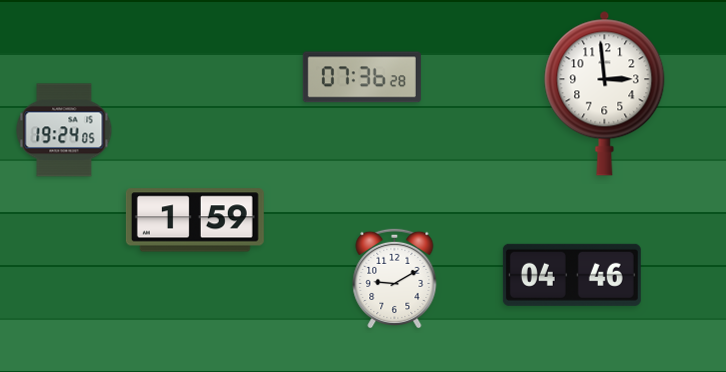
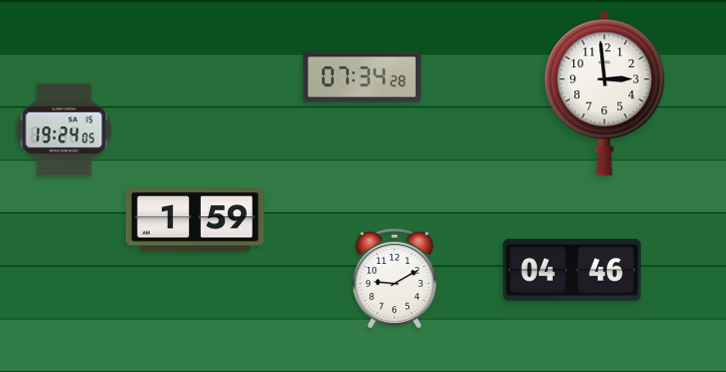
clock at (362, 77): 07:36 -> 07:34
clock at (572, 275) position: (572, 275) -> (572, 270)
